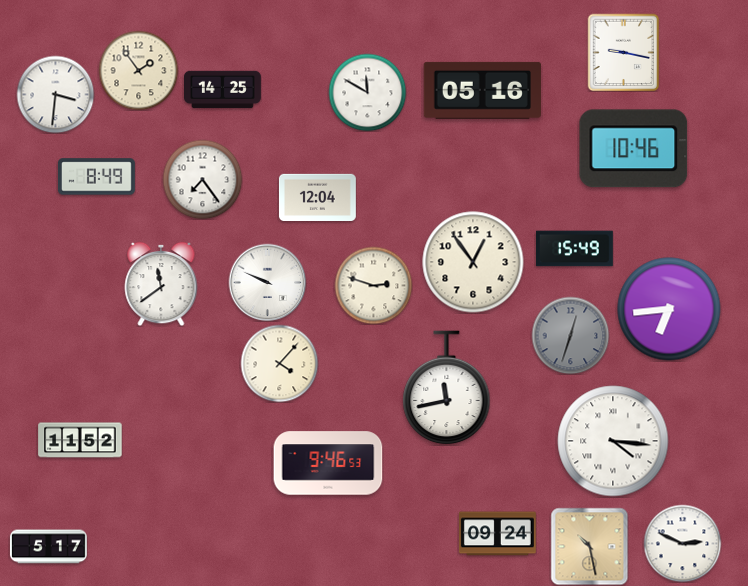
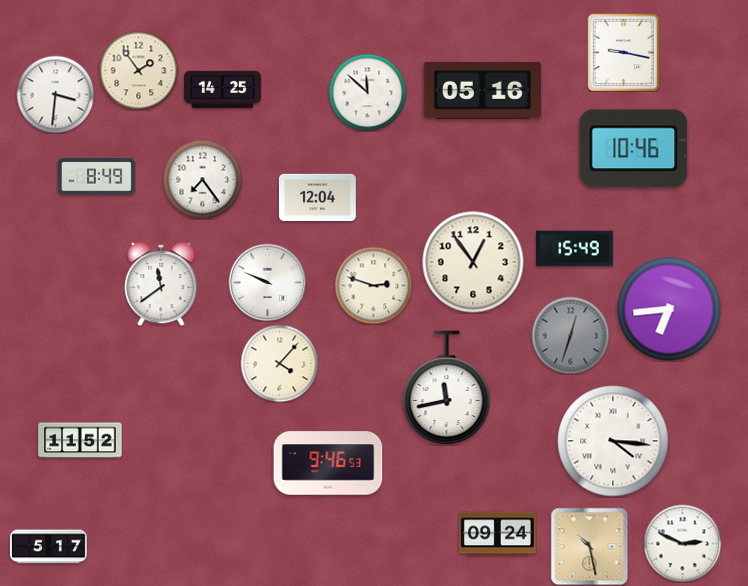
clock at (367, 92): 11:50 -> 11:52
